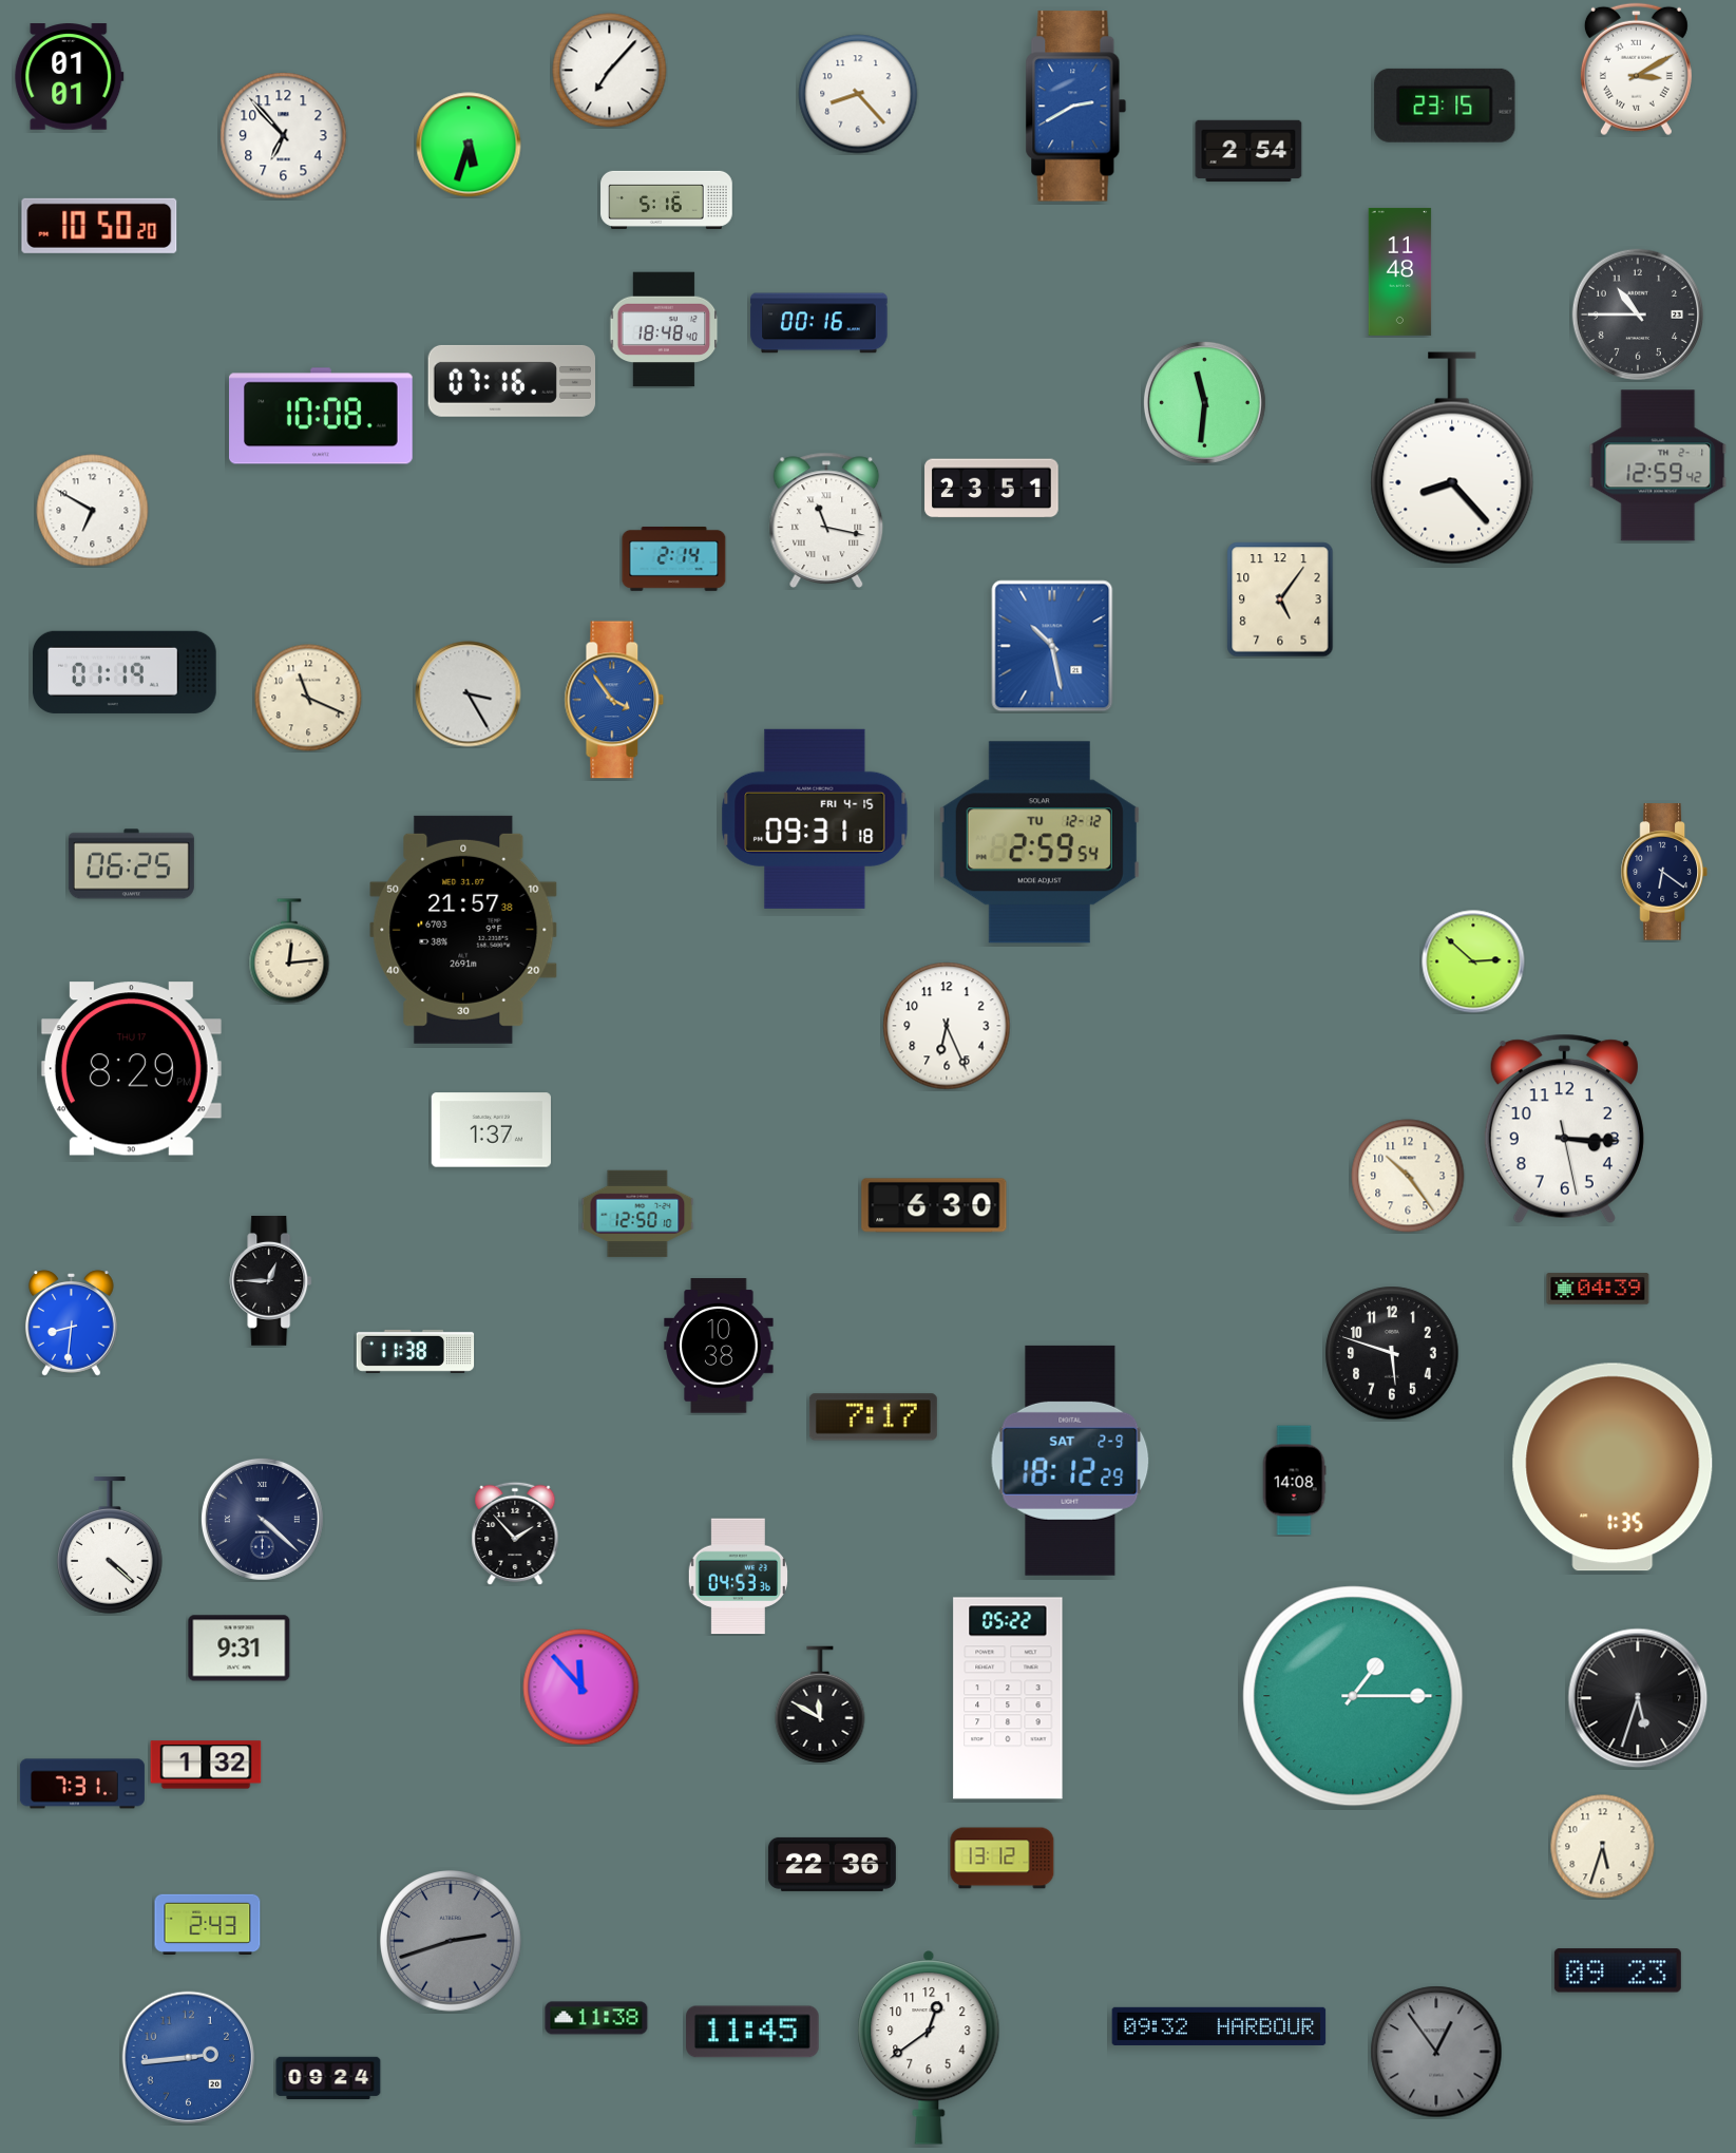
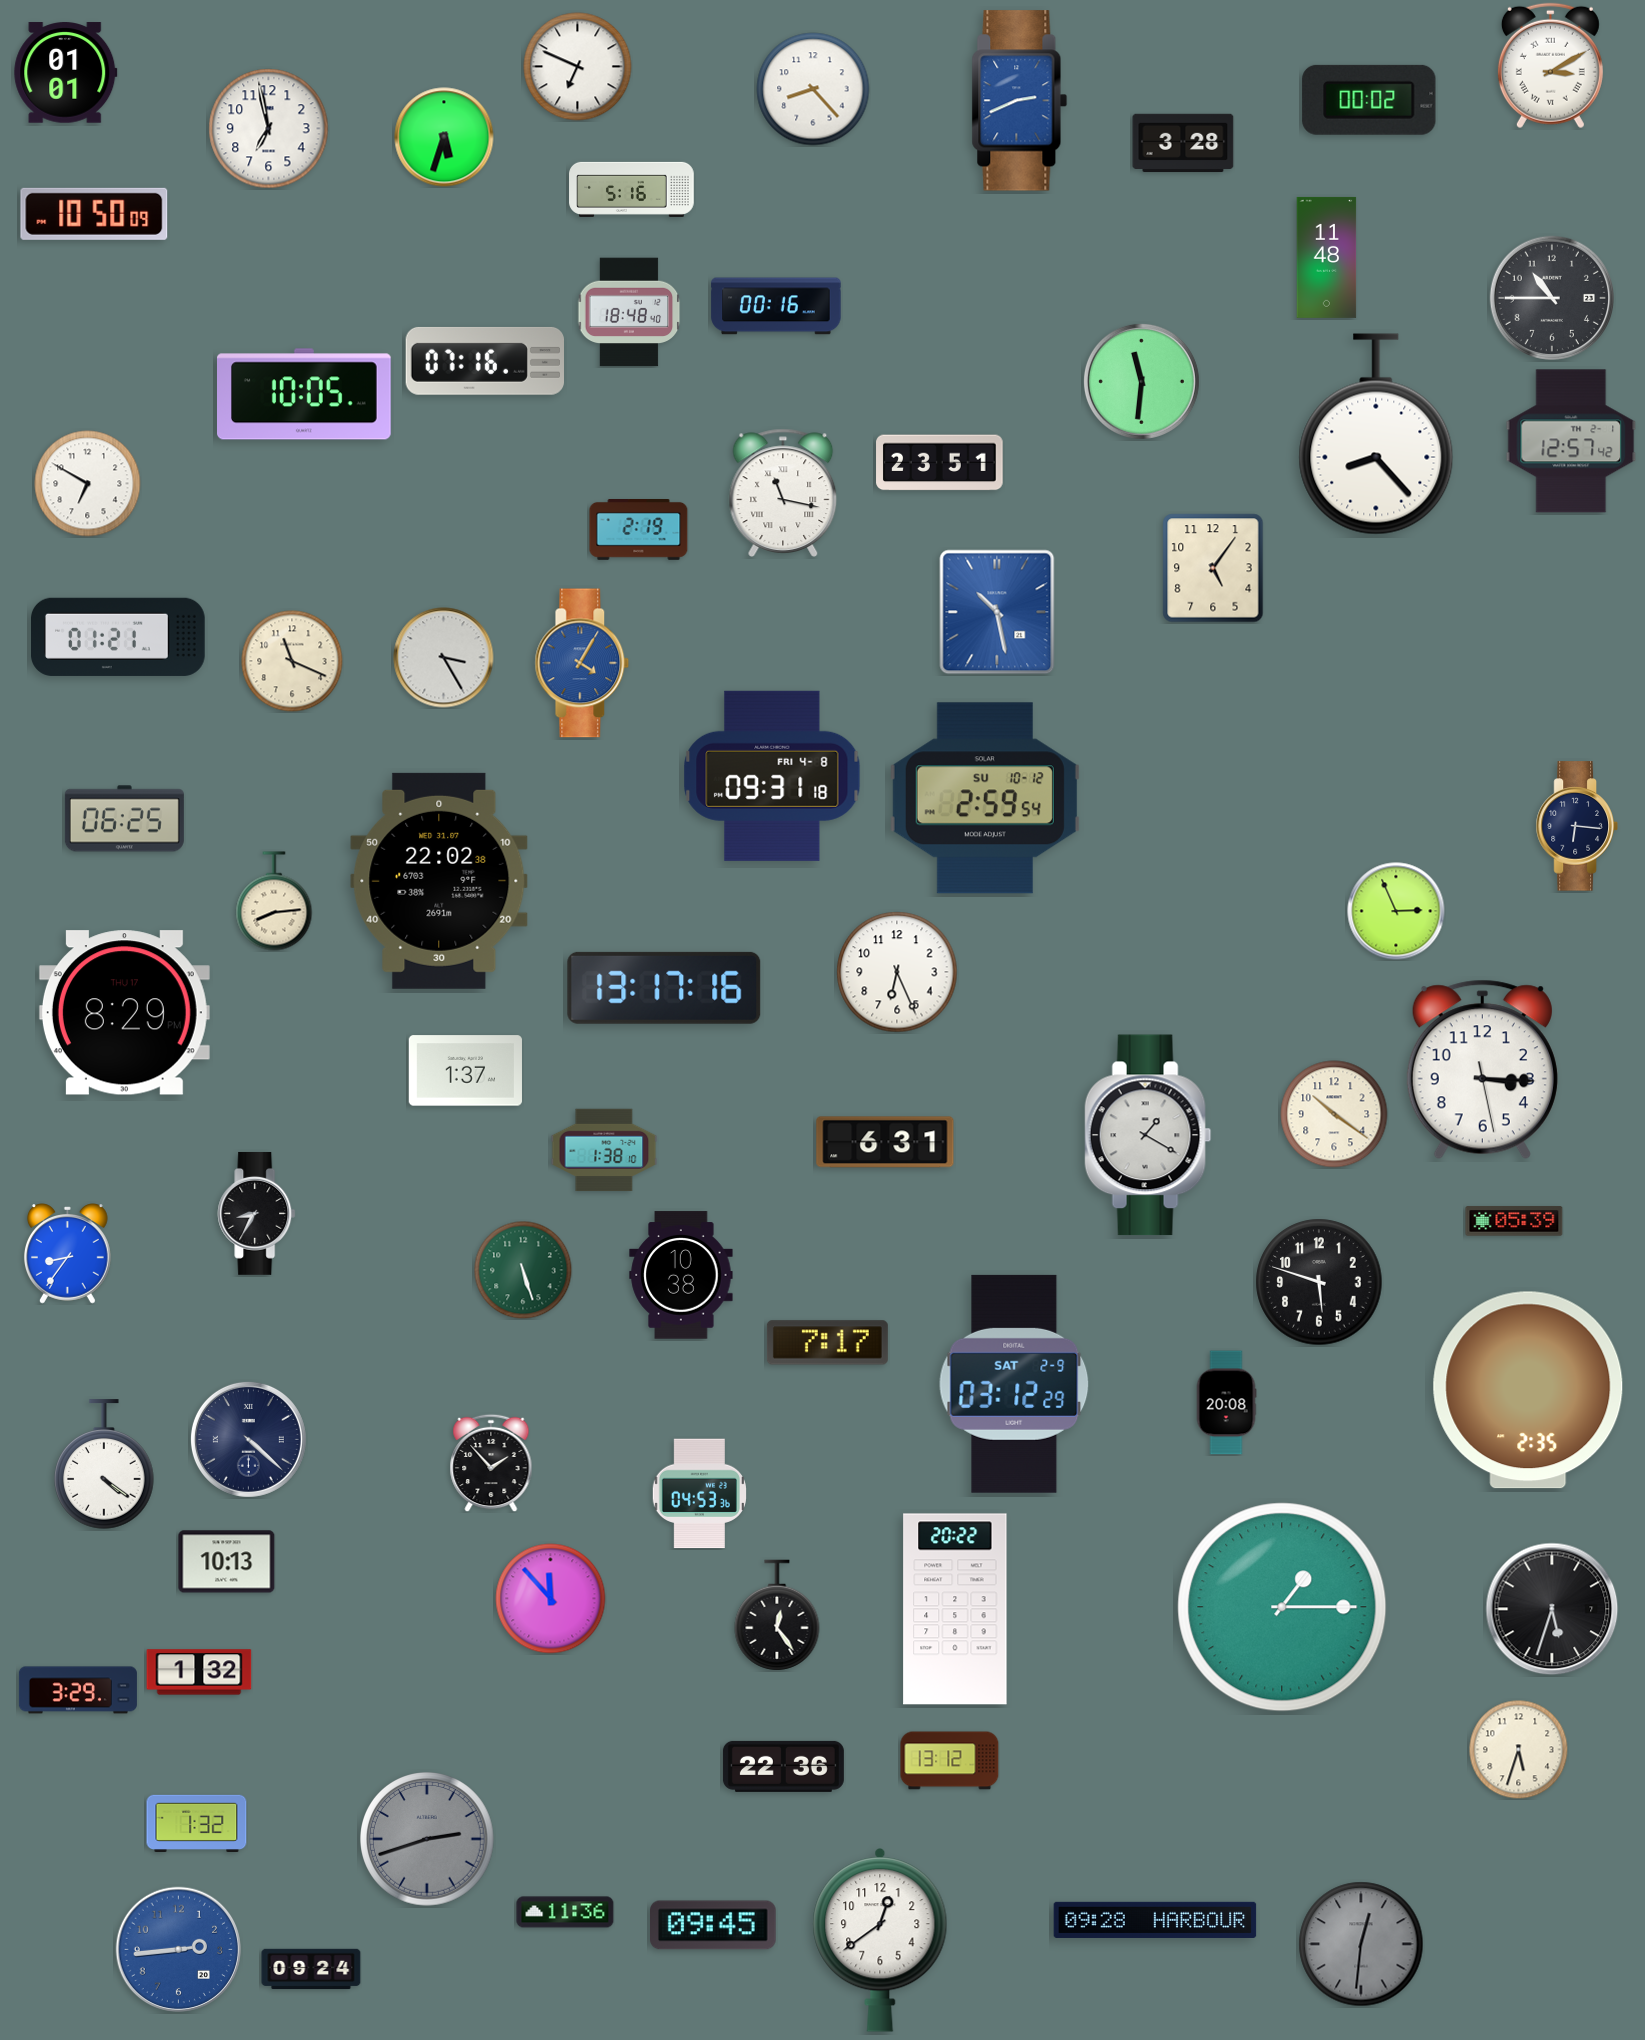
clock at (610, 71): 7:07 -> 6:49
clock at (1445, 106): 23:15 -> 00:02
clock at (1076, 107): 2:40 -> 2:41
clock at (284, 136): 6:53 -> 6:58
clock at (1248, 151): 2:54 -> 3:28
clock at (99, 226): 10:50:20 -> 10:50:09
clock at (322, 416): 10:08 -> 10:05
clock at (1658, 465): 12:59 -> 12:57
clock at (674, 559): 2:14 -> 2:19
clock at (126, 672): 01:19 -> 01:21
clock at (614, 700): 3:54 -> 4:05
clock at (815, 819) date: FRI 4-15 -> FRI 4-8
clock at (1039, 842) date: TU 12-12 -> SU 10-12
clock at (1664, 872): 6:21 -> 6:16
clock at (463, 930): 21:57 -> 22:02
clock at (289, 951): 12:14 -> 8:14
clock at (1473, 961): 2:52 -> 2:56
clock at (664, 988): none -> 13:17
clock at (1408, 1176): 10:24 -> 10:21
clock at (1148, 1135): none -> 1:20
clock at (934, 1205): 6:30 -> 6:31
clock at (637, 1214): 12:50 -> 1:38
clock at (271, 1280): 12:45 -> 8:35
clock at (1598, 1289): 04:39 -> 05:39
clock at (71, 1323): 8:31 -> 8:36
clock at (523, 1270): none -> 5:27
clock at (416, 1351): 11:38 -> none
clock at (1070, 1461): 18:12 -> 03:12
clock at (1613, 1467): 1:35 -> 2:35
clock at (1294, 1481): 14:08 -> 20:08
clock at (515, 1533) position: (515, 1533) -> (491, 1463)
clock at (111, 1545): 4:22 -> 4:21
clock at (240, 1649): 9:31 -> 10:13
clock at (1008, 1698): 05:22 -> 20:22
clock at (820, 1704): 11:50 -> 12:24
clock at (206, 1765) position: (206, 1765) -> (199, 1672)
clock at (82, 1784): 7:31 -> 3:29
clock at (832, 1864) position: (832, 1864) -> (783, 1766)
clock at (208, 1925): 2:43 -> 1:32
clock at (1618, 1970): 09:23 -> none
clock at (596, 2018): 11:38 -> 11:36
clock at (1219, 2026): 09:32 -> 09:28
clock at (753, 2032): 11:45 -> 09:45
clock at (1436, 2052): 12:54 -> 12:31
